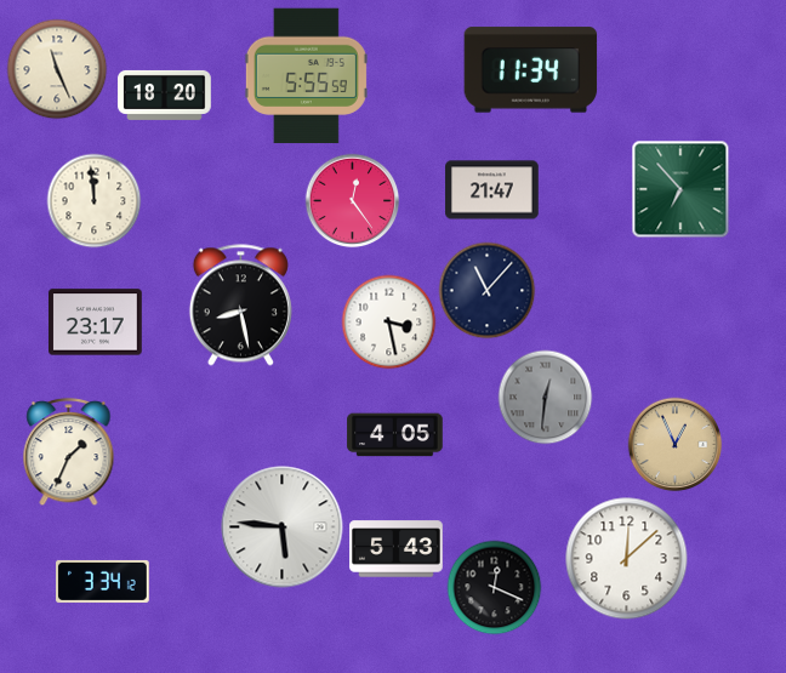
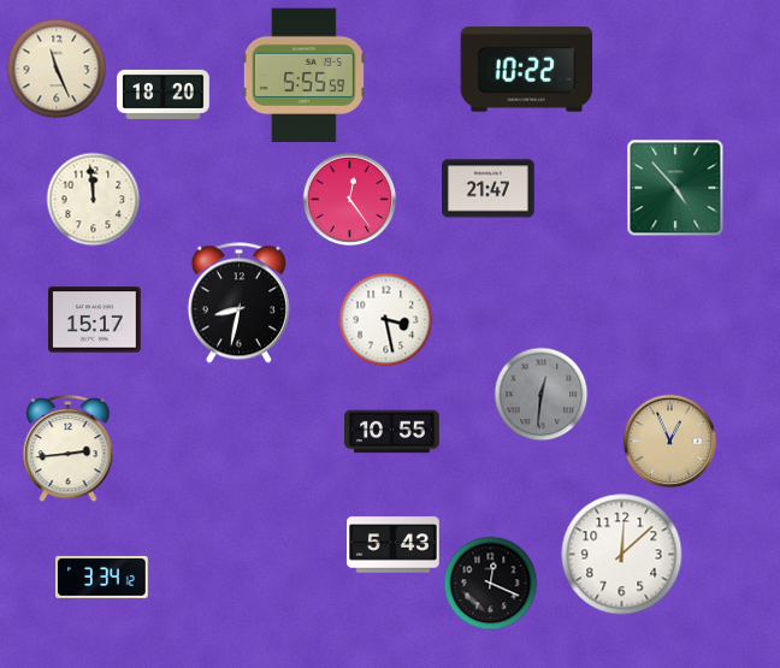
clock at (531, 70): 11:34 -> 10:22
clock at (680, 189): 6:53 -> 4:53
clock at (486, 290): 11:07 -> none
clock at (240, 306): 8:28 -> 8:32
clock at (96, 323): 23:17 -> 15:17
clock at (395, 435): 4:05 -> 10:55
clock at (69, 452): 1:34 -> 2:44
clock at (283, 527): 5:46 -> none
